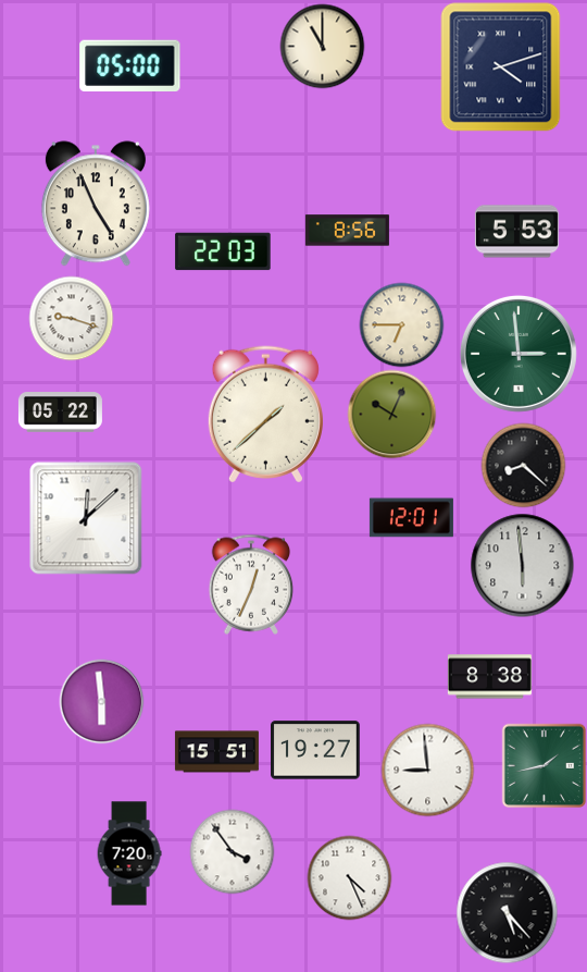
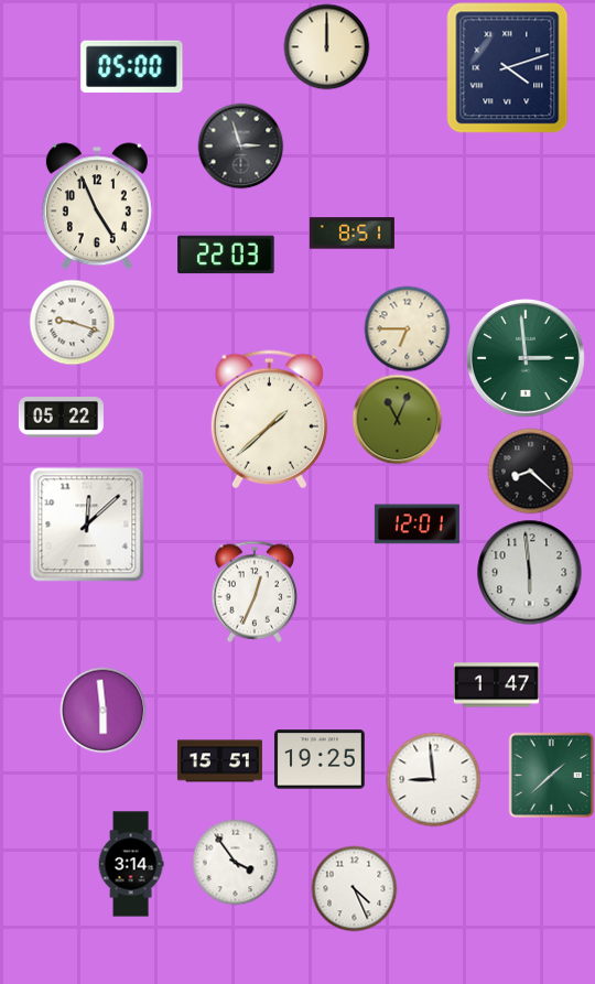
clock at (322, 46): 11:00 -> 12:00
clock at (240, 145): none -> 2:57
clock at (347, 231): 8:56 -> 8:51
clock at (516, 232): 5:53 -> none
clock at (391, 414): 10:04 -> 11:04
clock at (489, 677): 8:38 -> 1:47
clock at (316, 750): 19:27 -> 19:25
clock at (544, 765): 1:43 -> 1:38
clock at (129, 853): 7:20 -> 3:14
clock at (507, 912): 5:23 -> none
